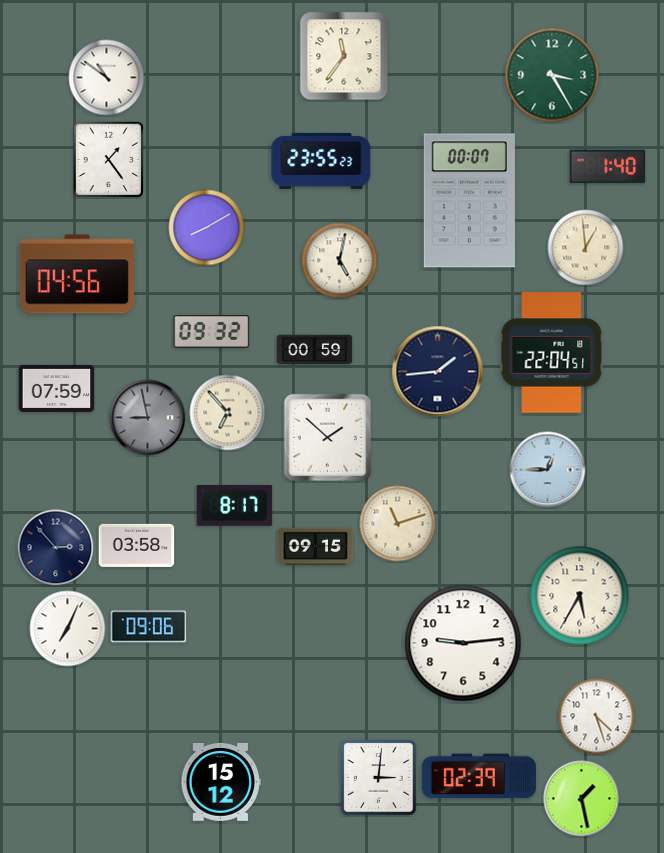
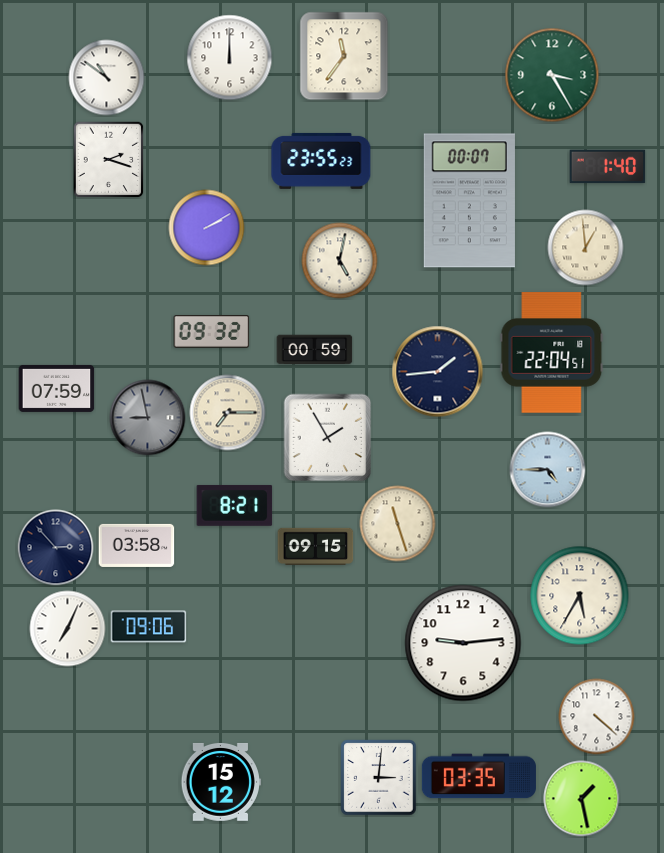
clock at (230, 58): none -> 12:00
clock at (109, 159): 1:24 -> 2:18
clock at (207, 228): 8:10 -> 2:10
clock at (77, 274): 04:56 -> none
clock at (228, 413): 6:53 -> 7:15
clock at (328, 438): 1:52 -> 1:55
clock at (548, 470): 12:45 -> 4:45
clock at (235, 505): 8:17 -> 8:21
clock at (398, 524): 11:12 -> 11:27
clock at (597, 717): 4:27 -> 4:22
clock at (479, 776): 02:39 -> 03:35
